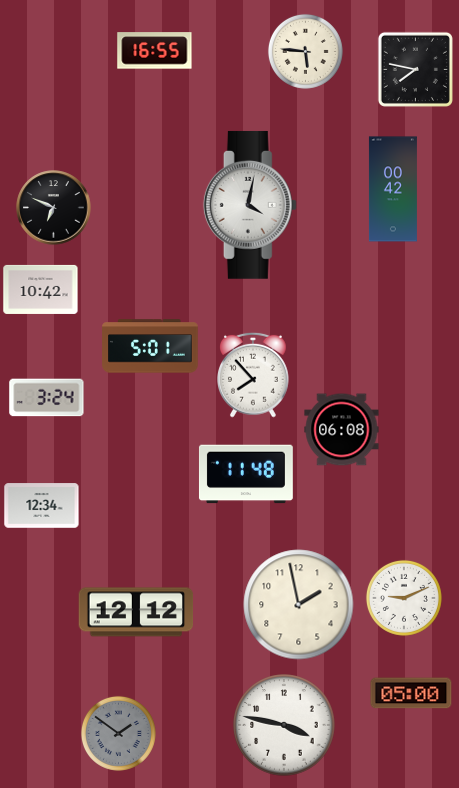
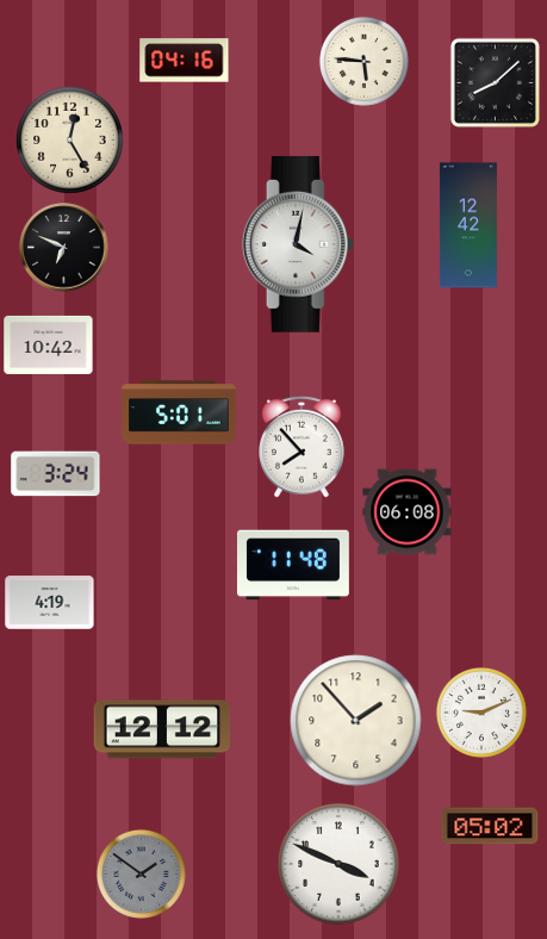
clock at (155, 51): 16:55 -> 04:16
clock at (415, 69): 7:47 -> 8:08
clock at (70, 141): none -> 12:25
clock at (393, 189): 00:42 -> 12:42
clock at (42, 506): 12:34 -> 4:19
clock at (299, 605): 1:58 -> 1:53
clock at (411, 693): 05:00 -> 05:02
clock at (284, 725): 3:47 -> 3:49
